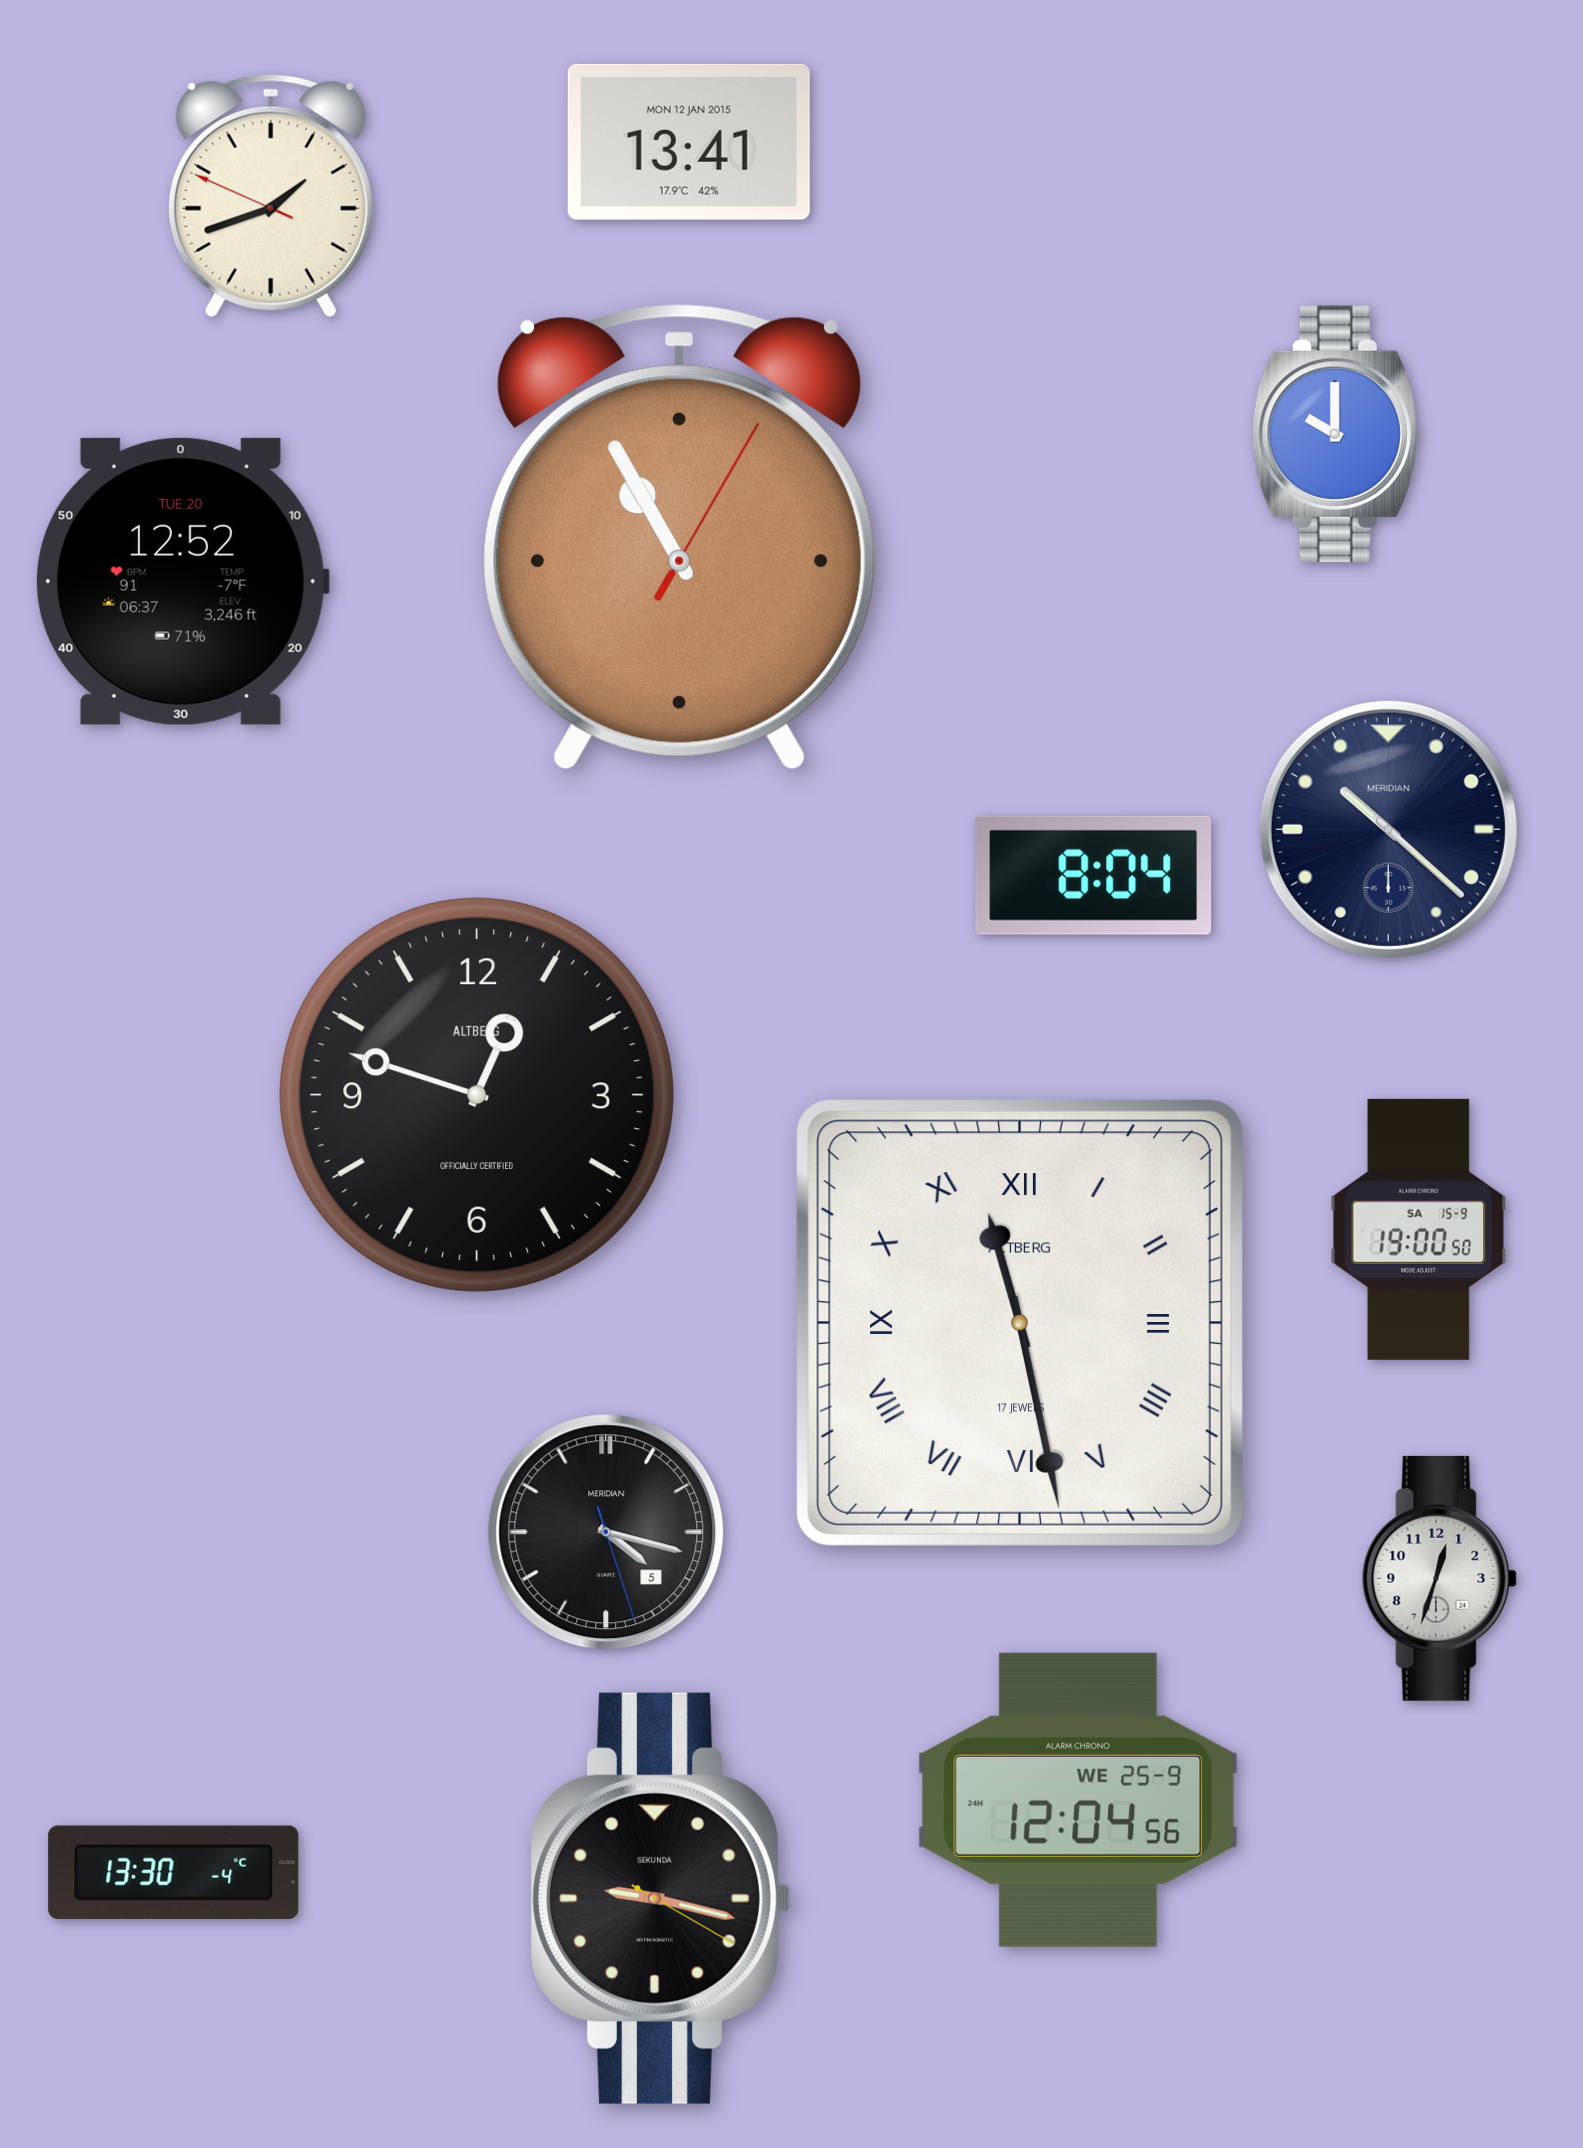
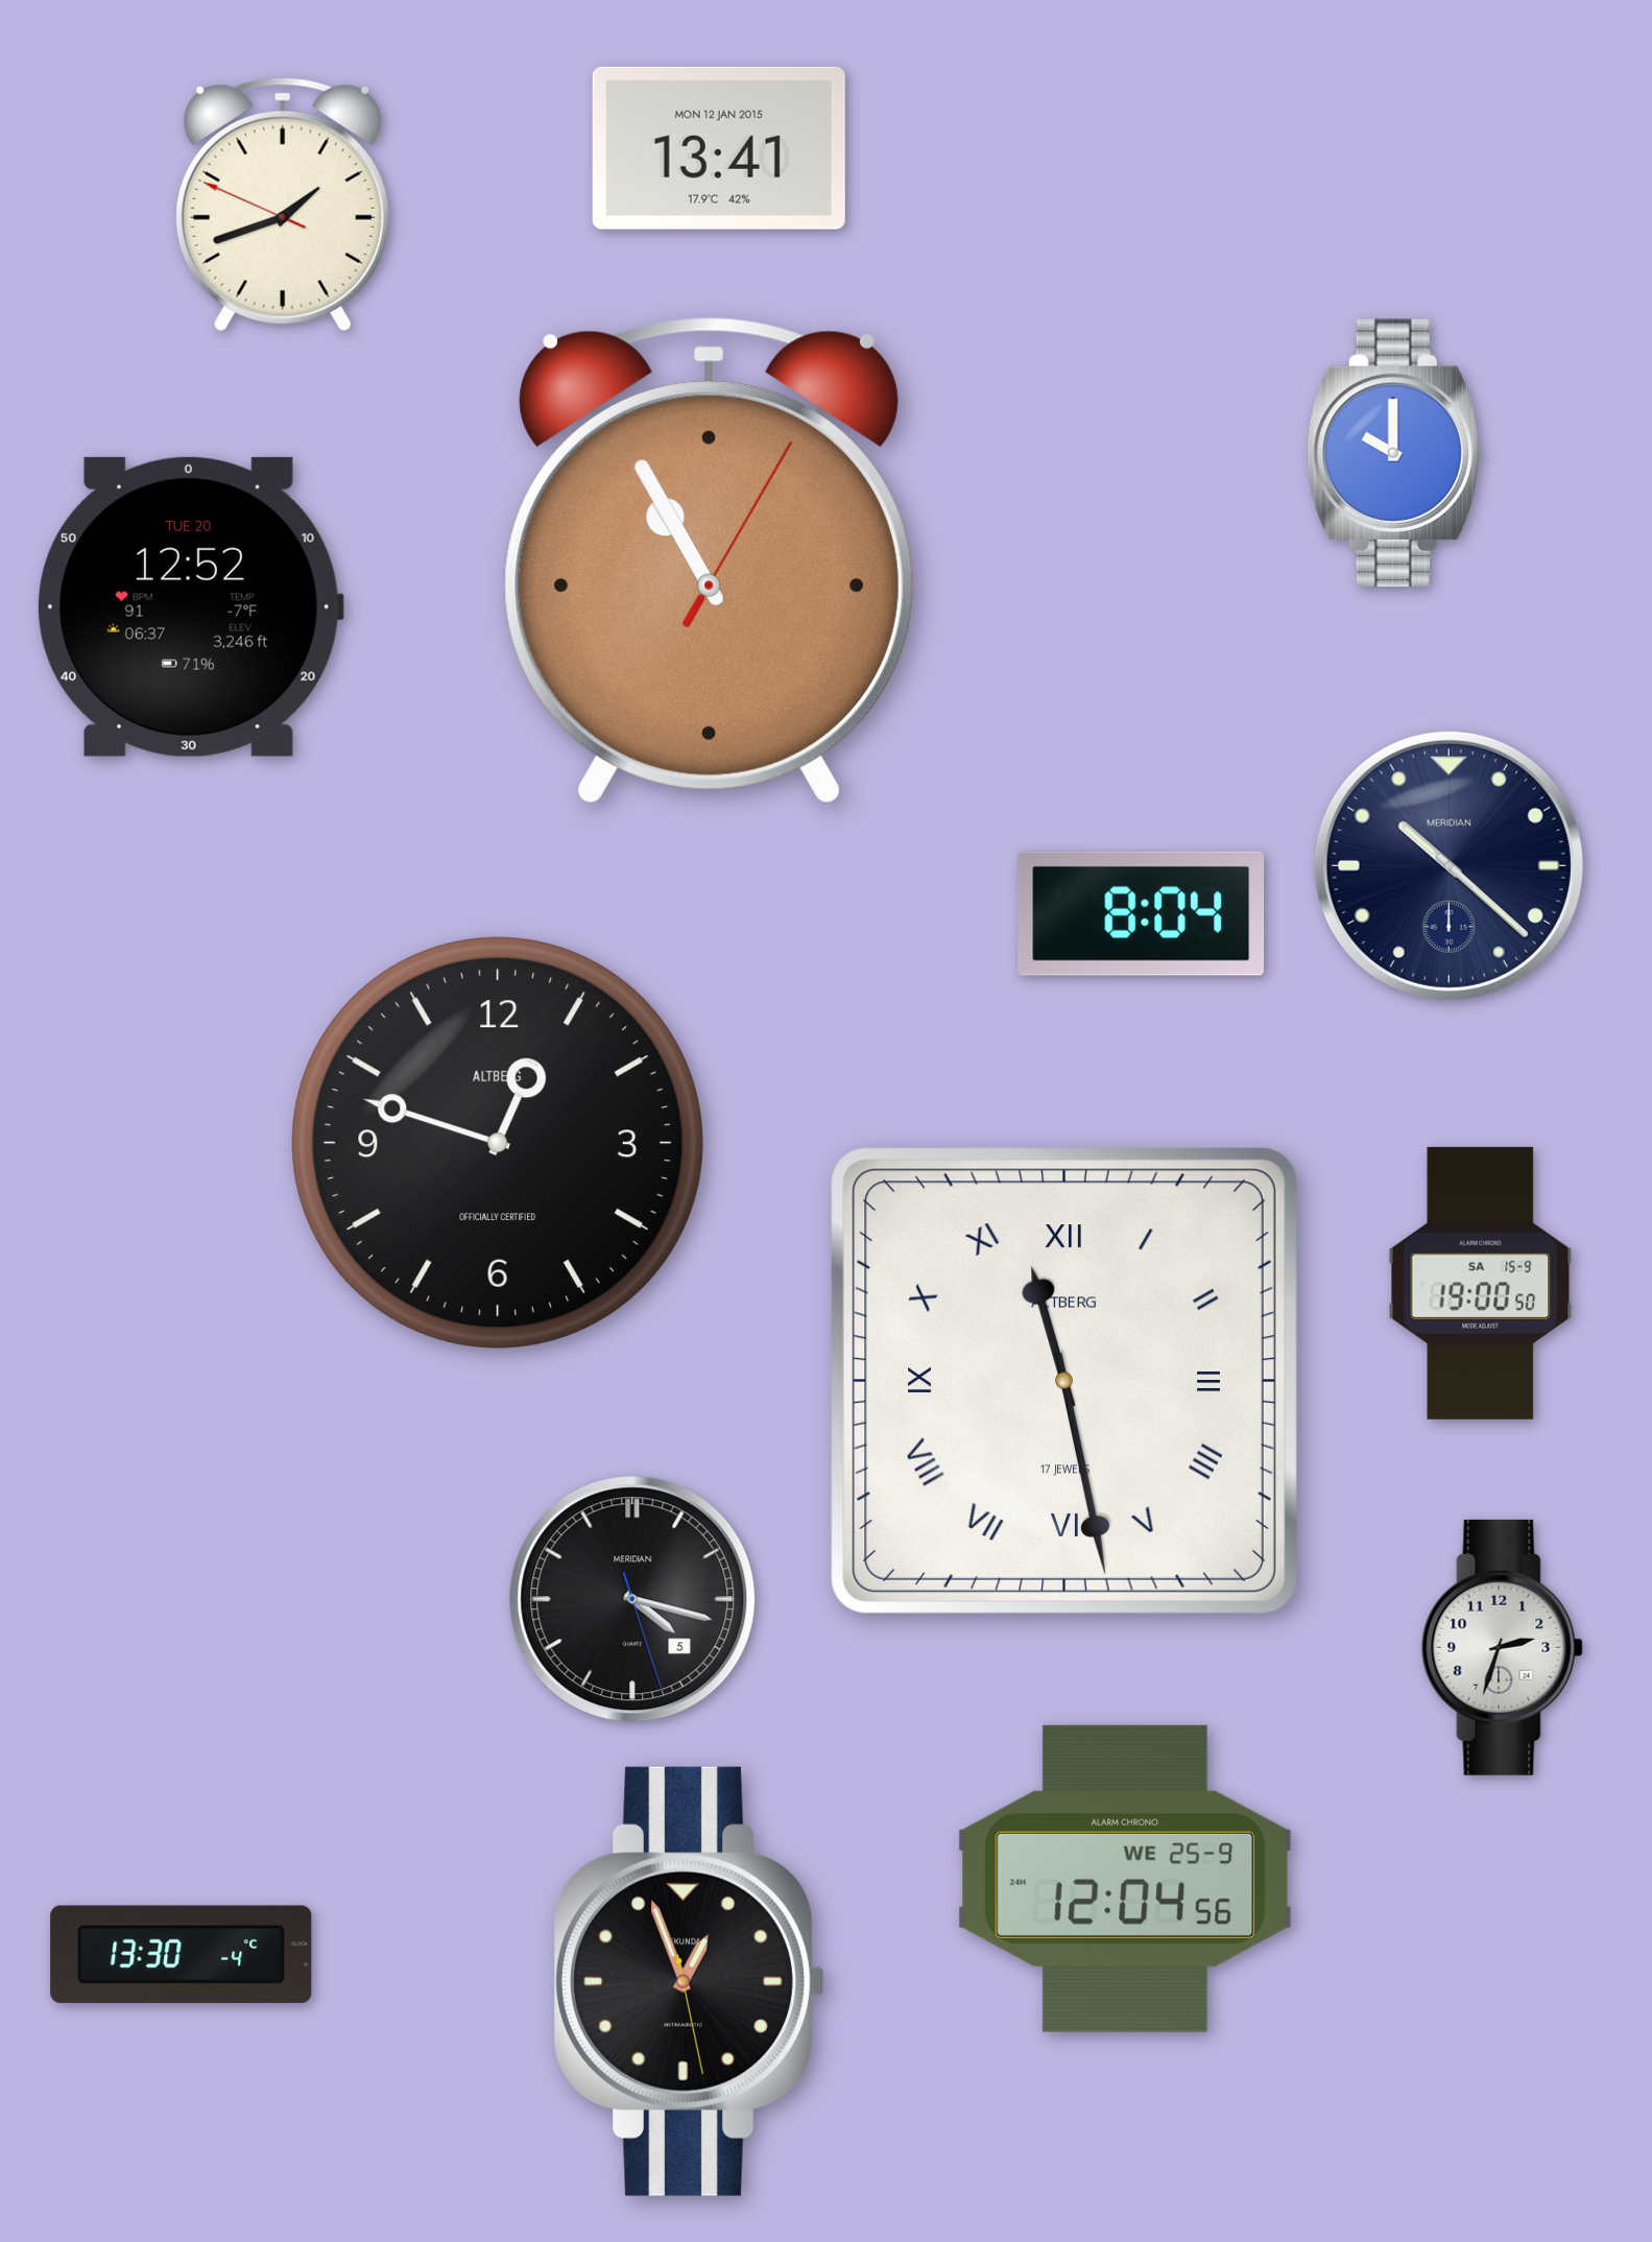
clock at (1439, 1578): 12:33 -> 2:33
clock at (661, 1898): 9:17 -> 12:56
